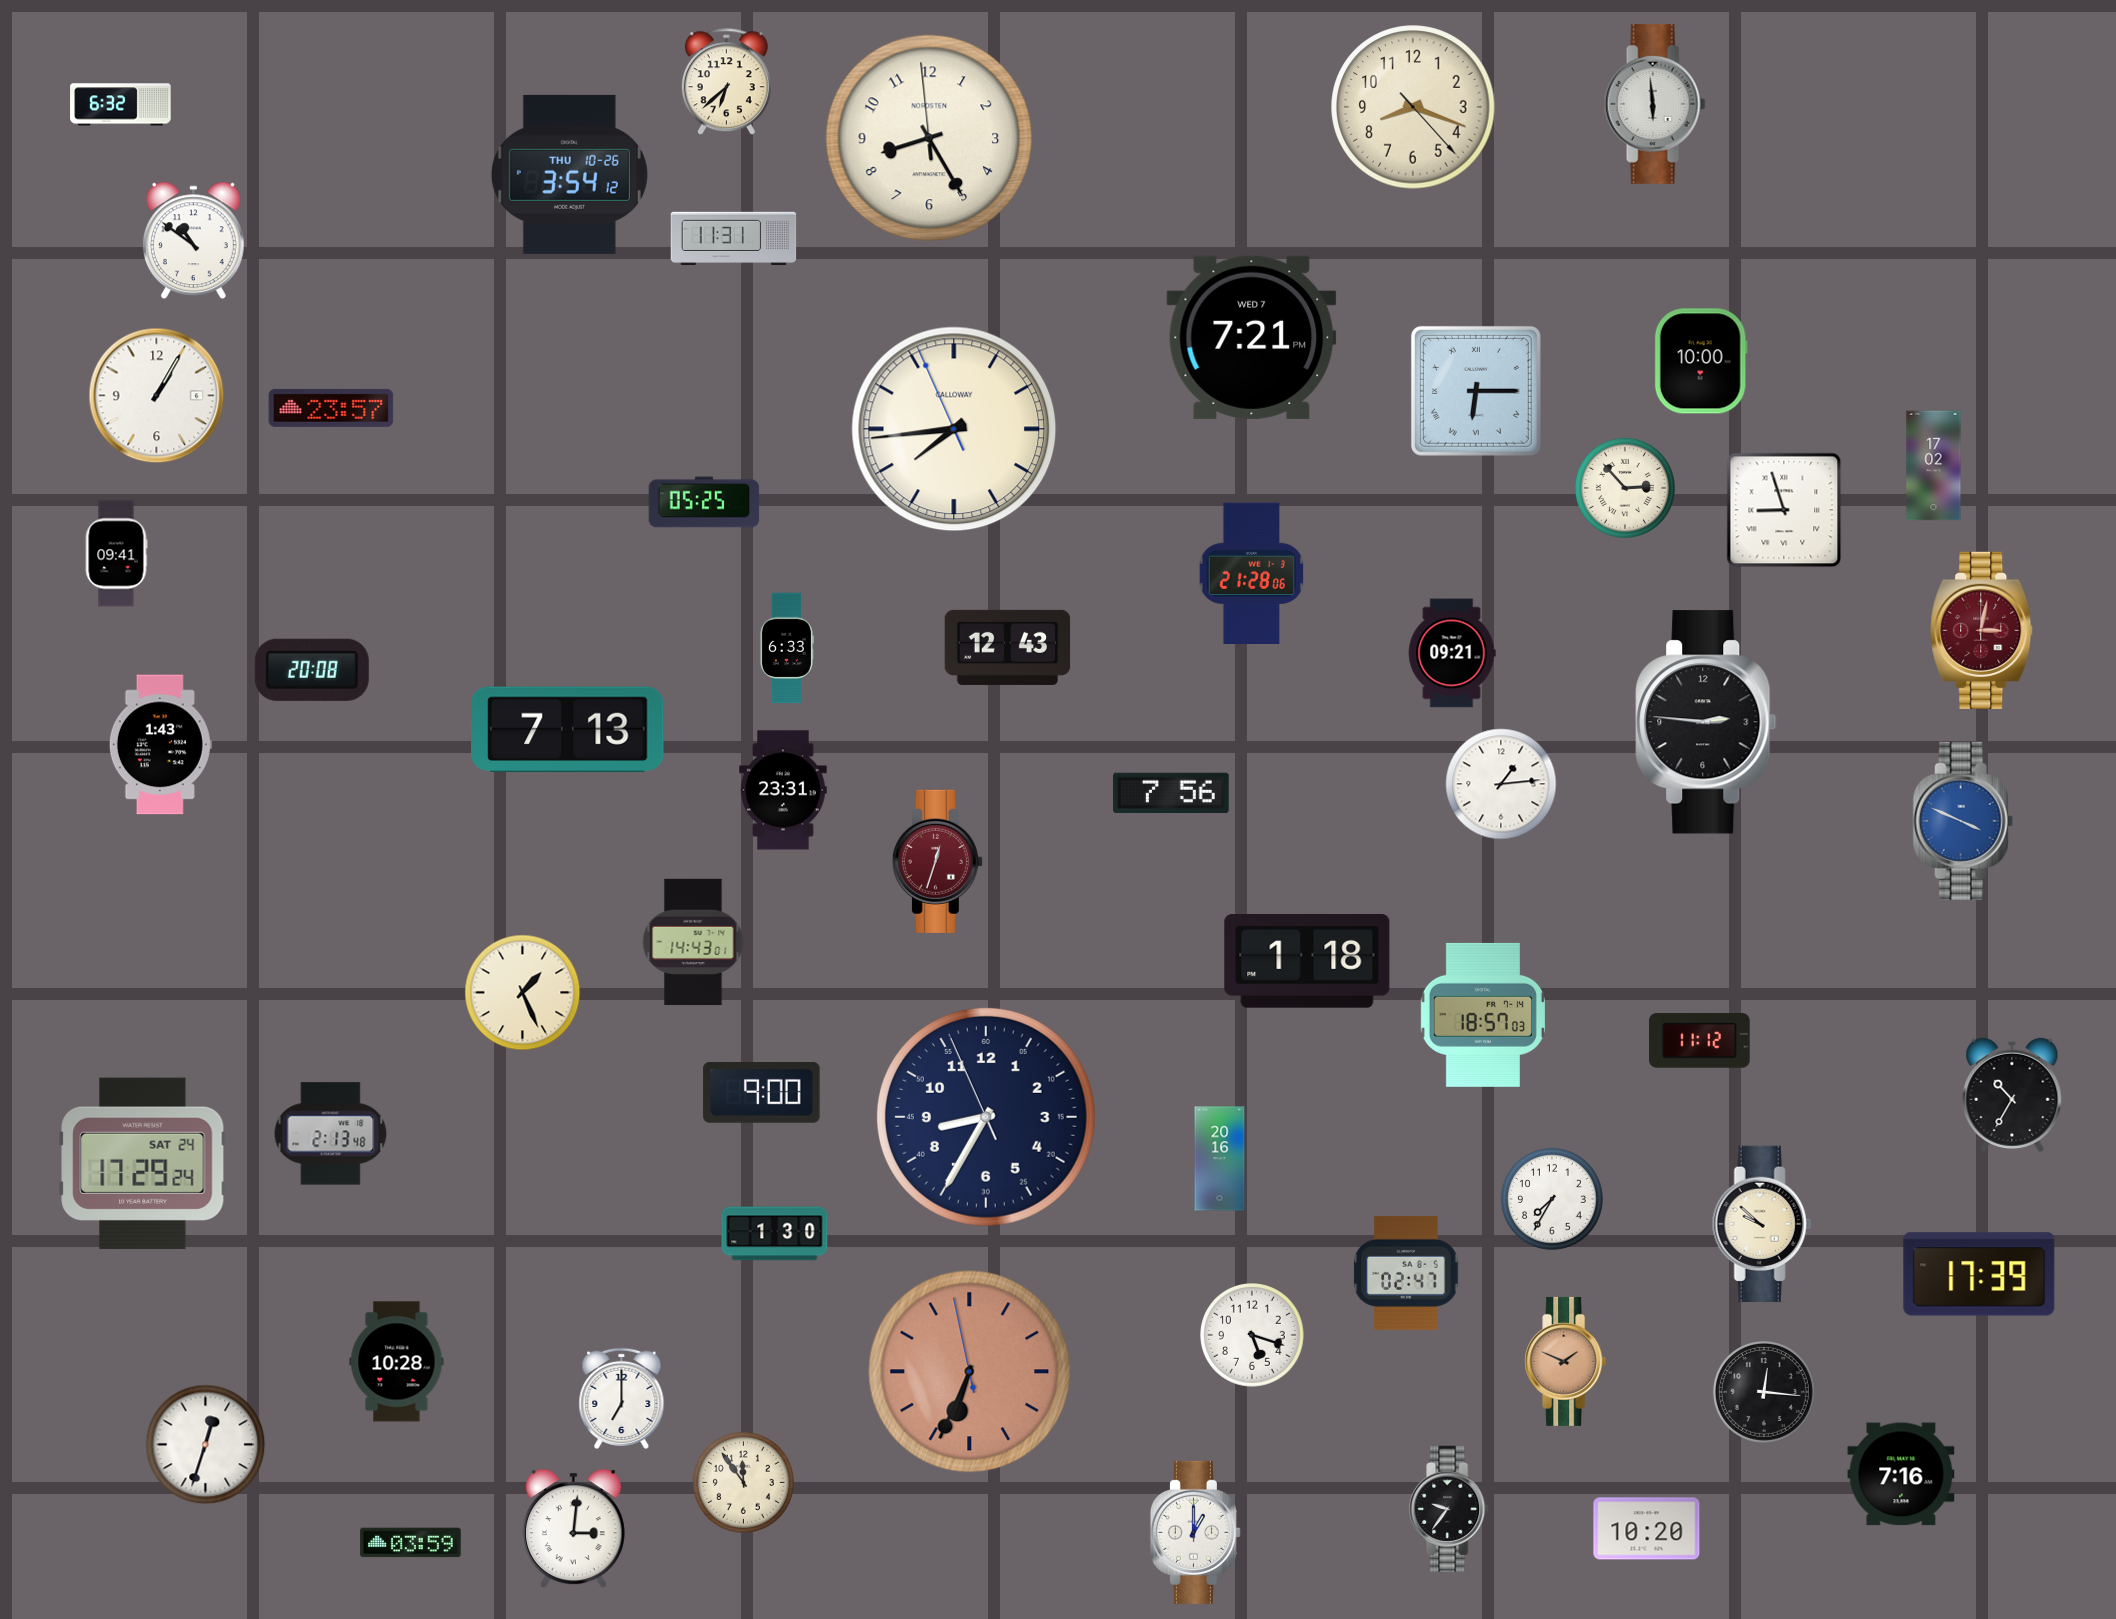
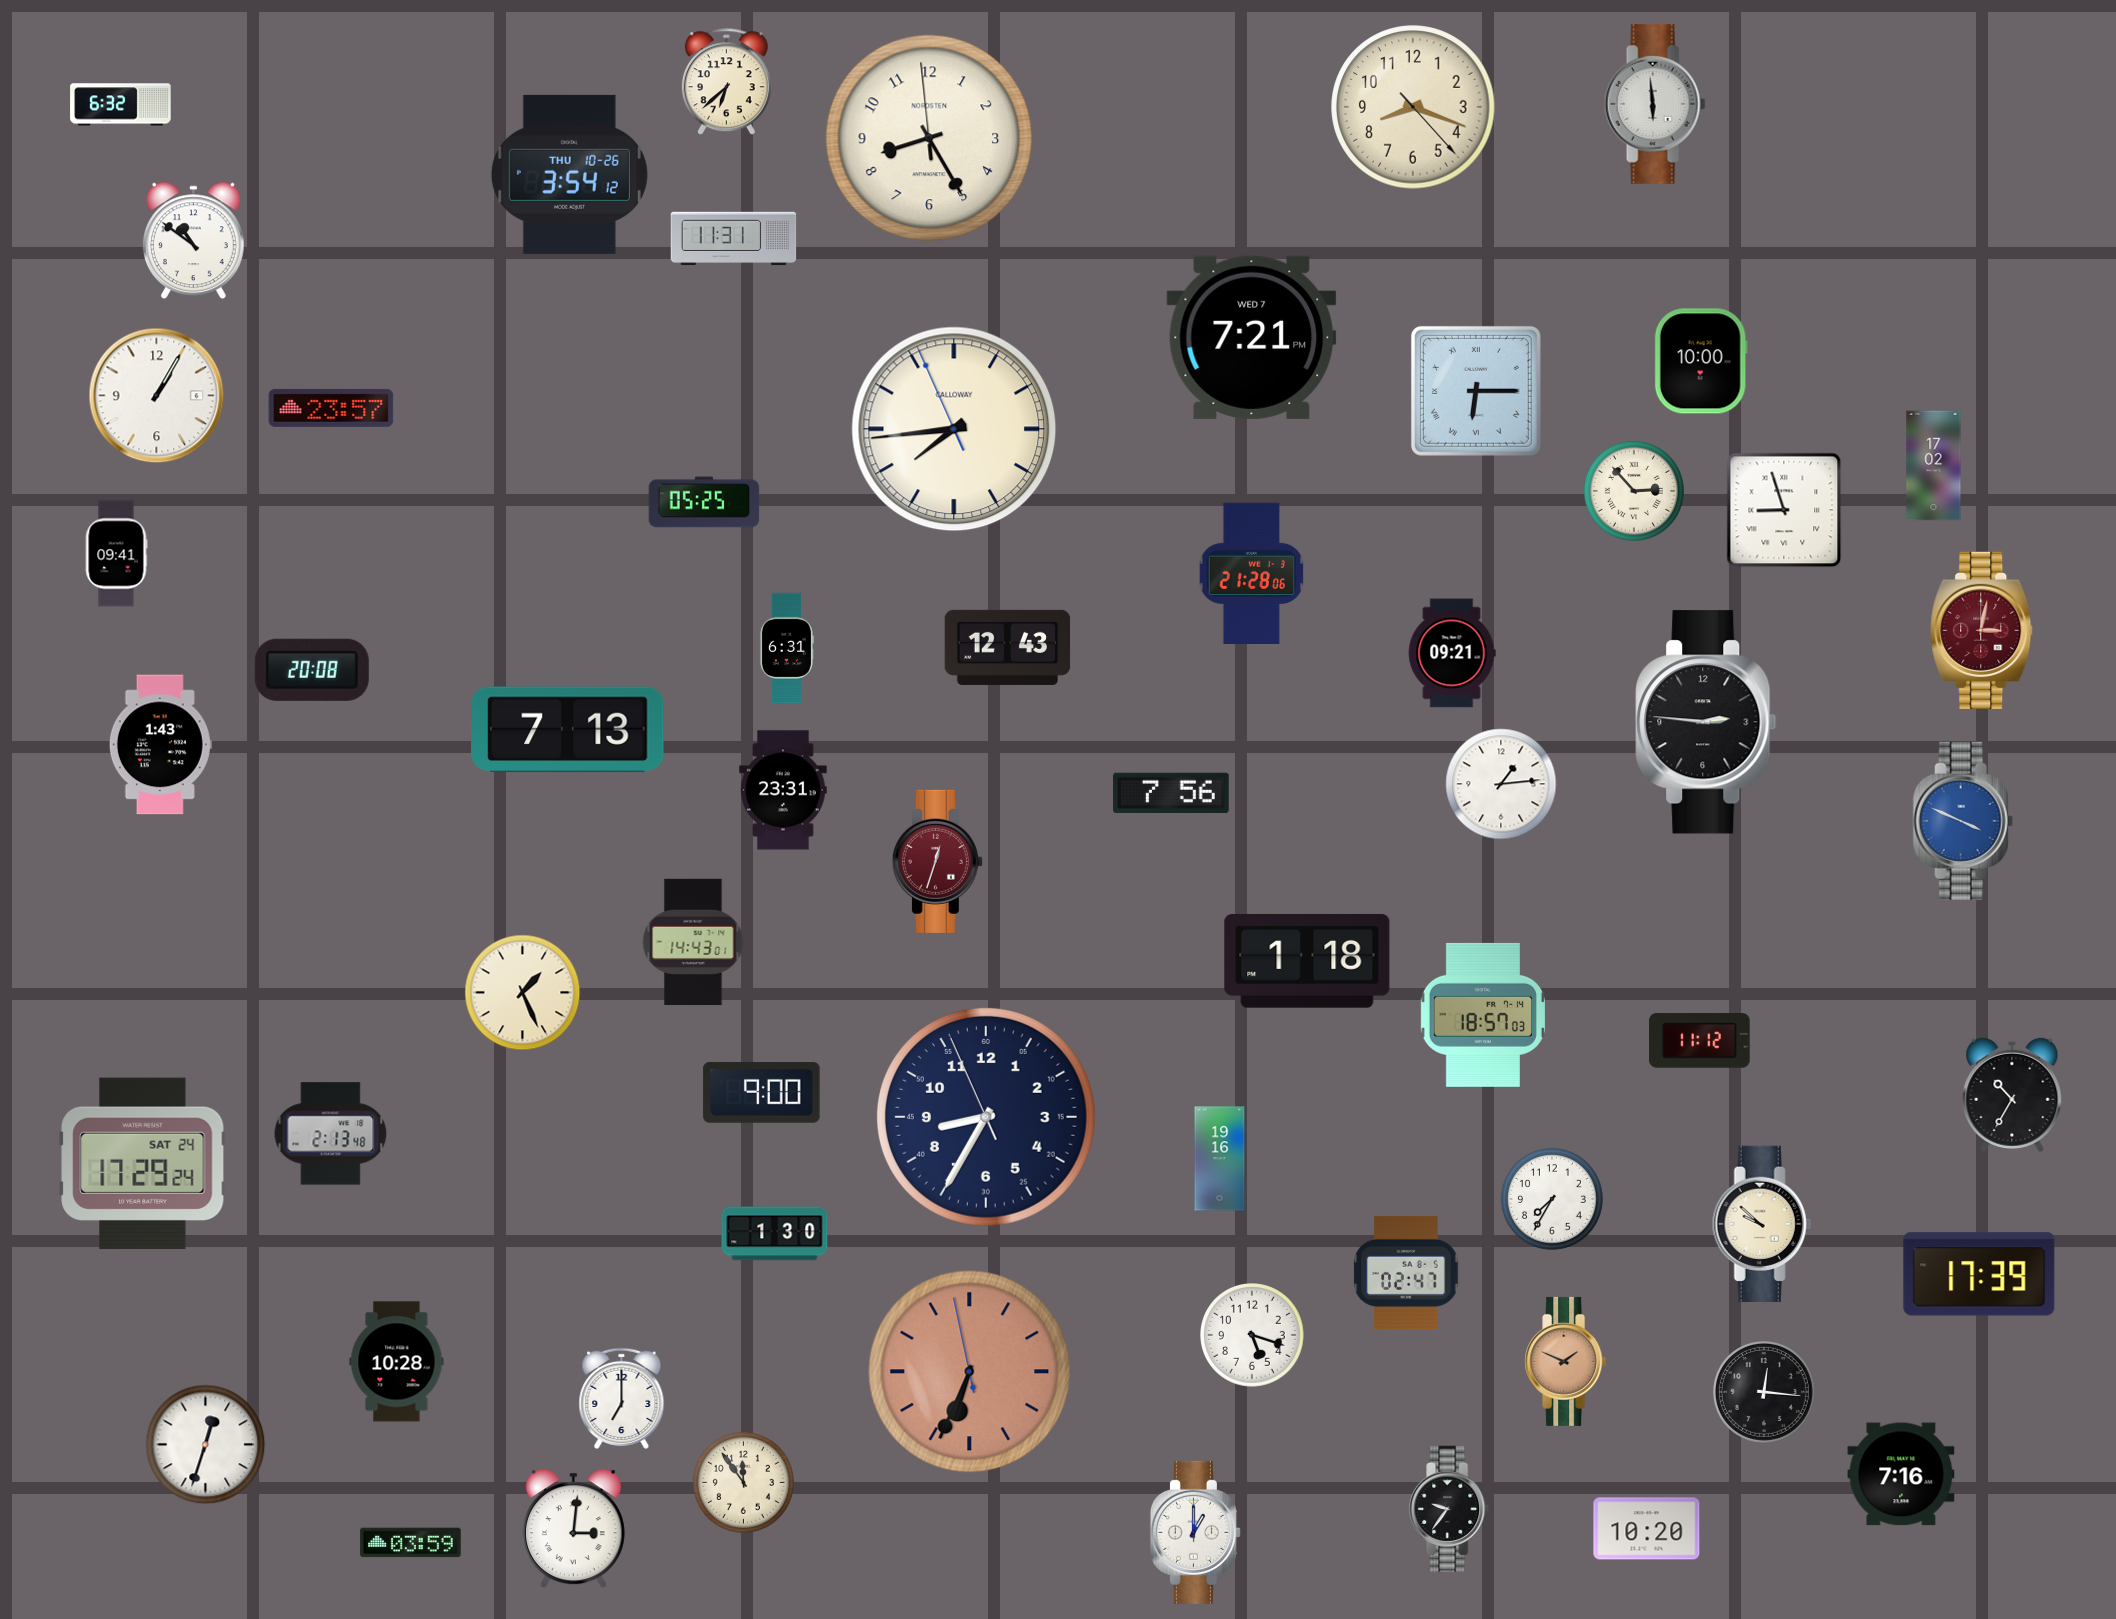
clock at (1625, 488) position: (1625, 488) -> (1634, 491)
clock at (786, 648): 6:33 -> 6:31
clock at (1220, 1159): 20:16 -> 19:16
